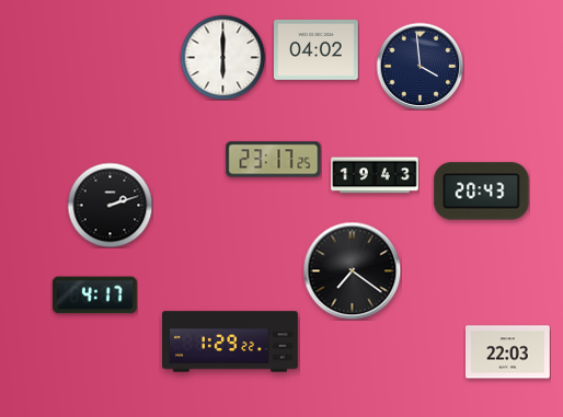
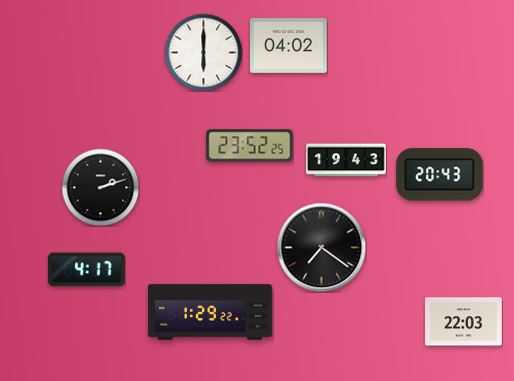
clock at (420, 66): 3:59 -> none
clock at (274, 160): 23:17 -> 23:52
clock at (375, 175) position: (375, 175) -> (346, 160)
